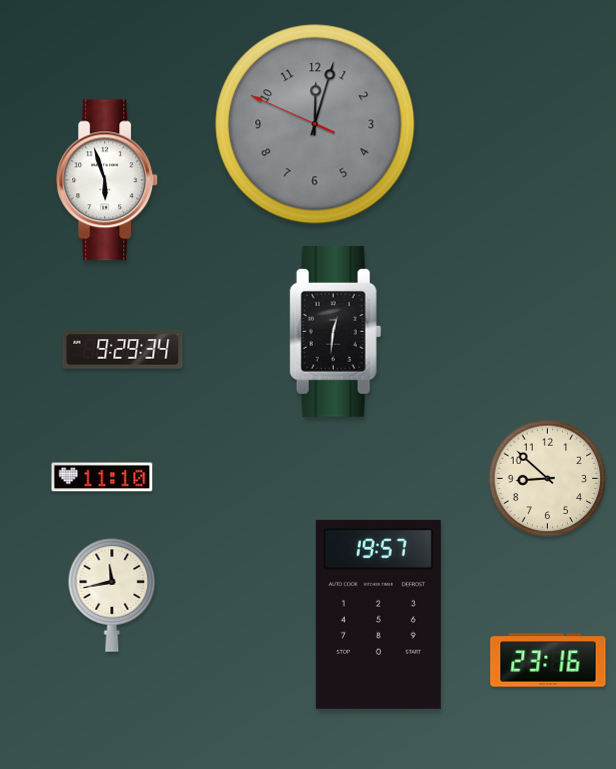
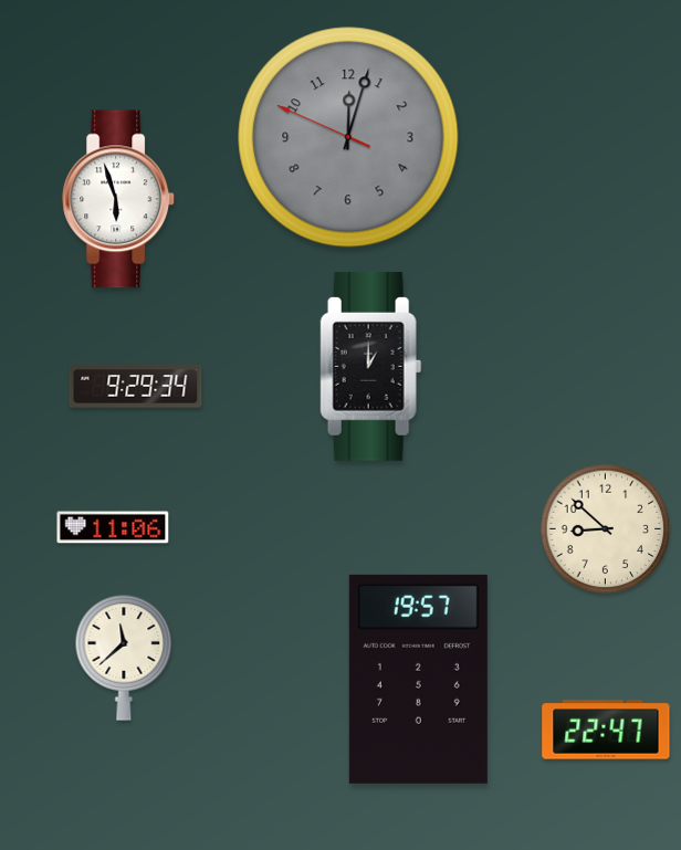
clock at (336, 331): 12:31 -> 1:00
clock at (102, 477): 11:10 -> 11:06
clock at (112, 595): 11:43 -> 11:38
clock at (548, 660): 23:16 -> 22:47
